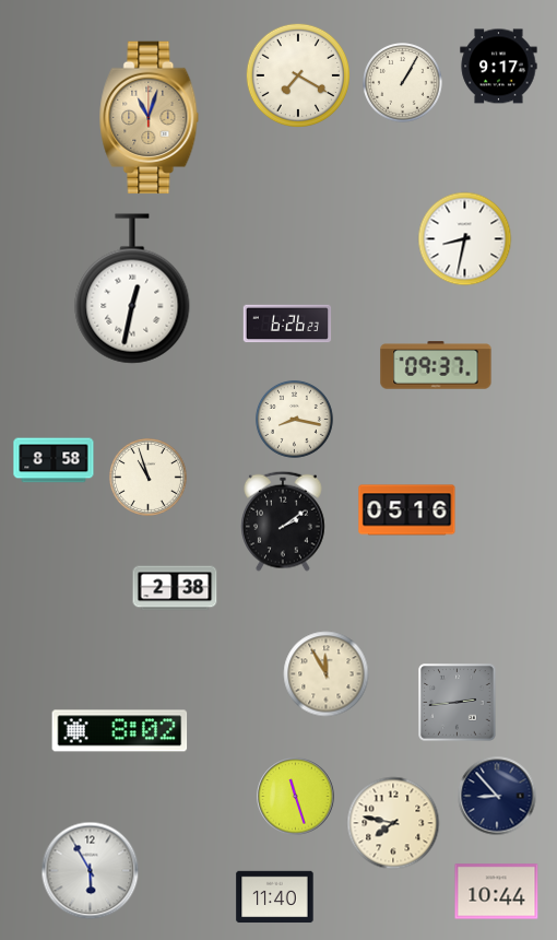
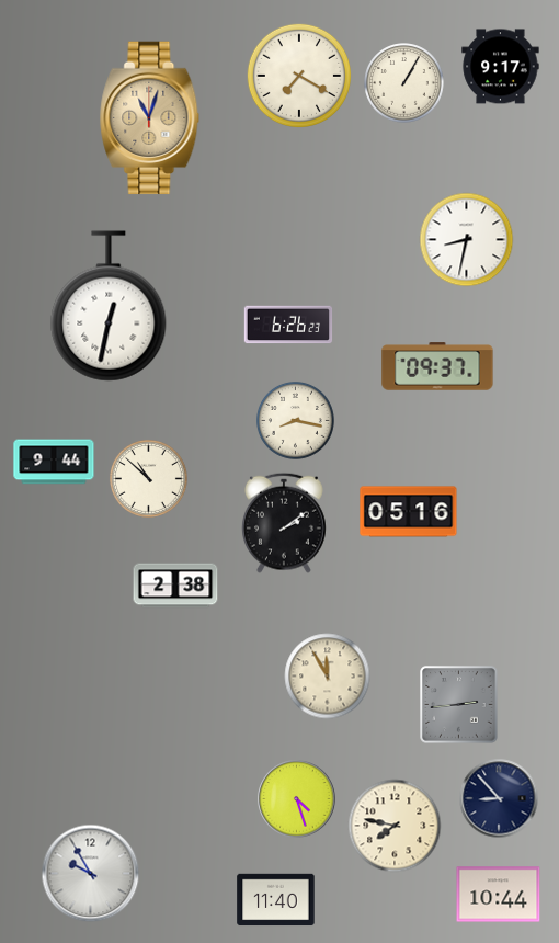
clock at (132, 289) position: (132, 289) -> (109, 306)
clock at (54, 460): 8:58 -> 9:44
clock at (147, 477): 10:57 -> 10:52
clock at (175, 588) position: (175, 588) -> (175, 586)
clock at (120, 731): 8:02 -> none
clock at (296, 797): 11:27 -> 4:27
clock at (91, 871): 5:55 -> 9:55
